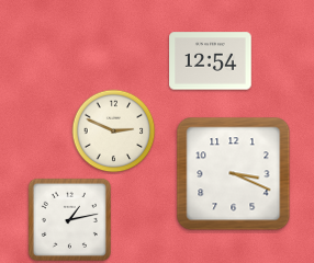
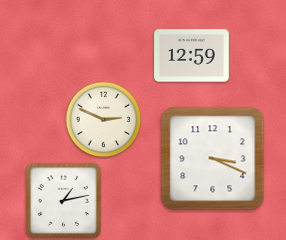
clock at (211, 61): 12:54 -> 12:59
